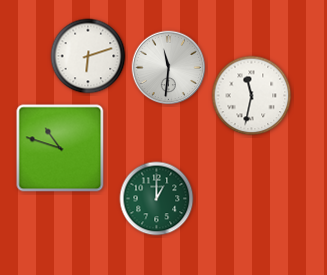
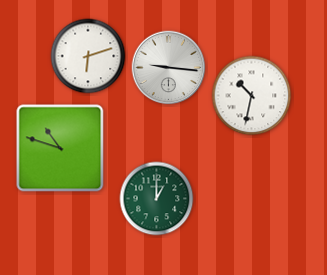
clock at (169, 68): 11:31 -> 9:16
clock at (252, 96): 11:32 -> 10:32
